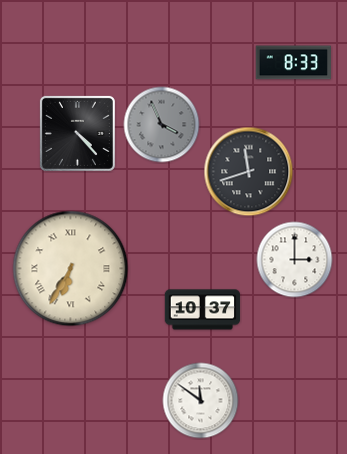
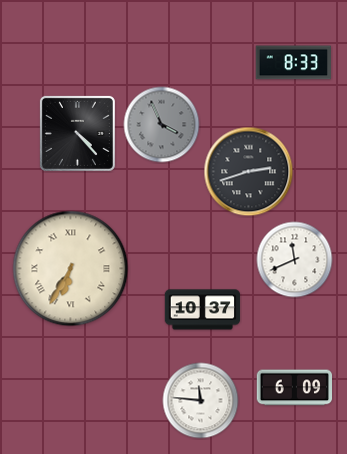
clock at (249, 172): 11:42 -> 2:42
clock at (295, 260): 3:00 -> 11:41
clock at (295, 388): none -> 6:09
clock at (201, 401): 11:51 -> 11:46
